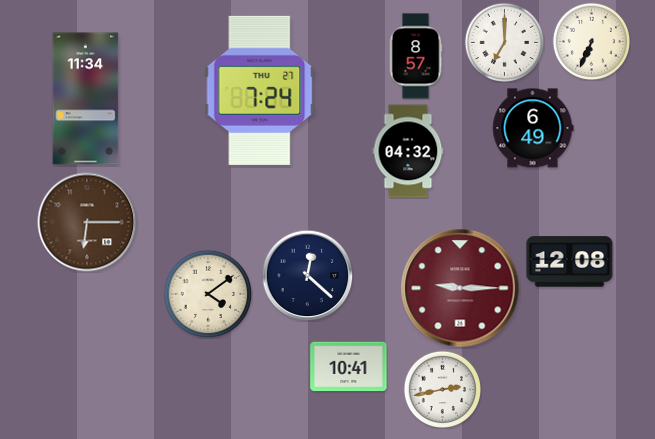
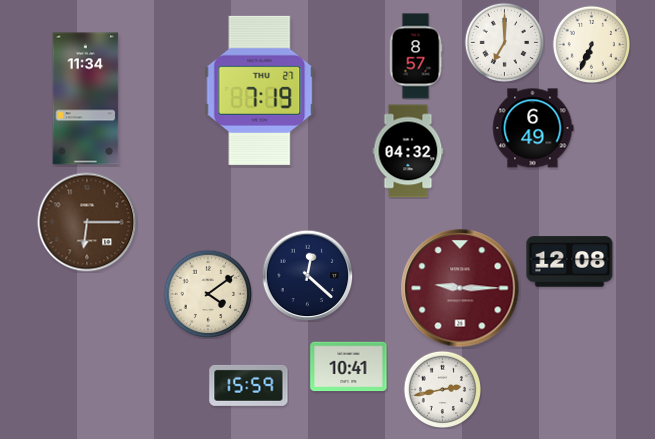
clock at (591, 41) position: (591, 41) -> (591, 44)
clock at (260, 90): 7:24 -> 7:19
clock at (249, 385): none -> 15:59
